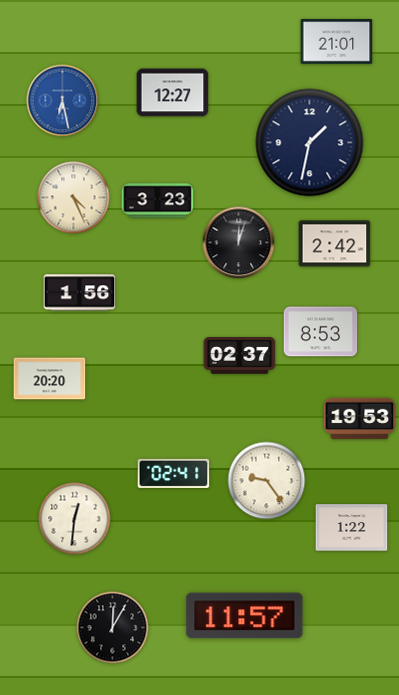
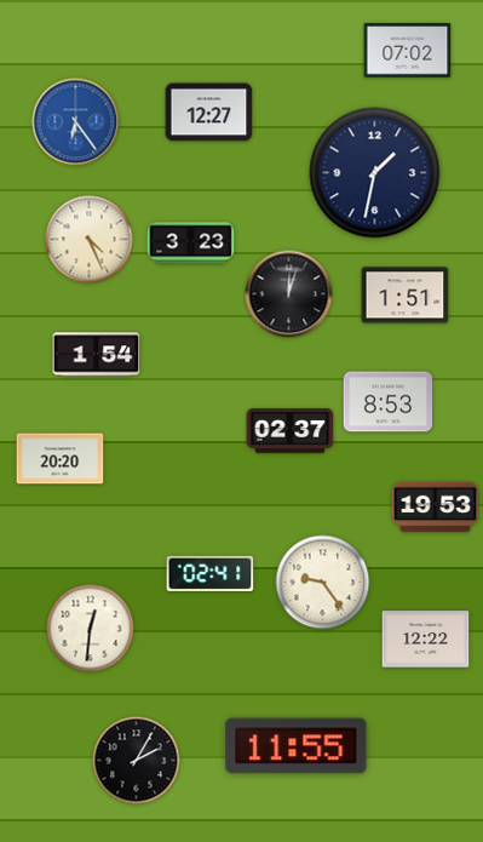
clock at (337, 42): 21:01 -> 07:02
clock at (63, 101): 6:28 -> 6:24
clock at (335, 244): 2:42 -> 1:51
clock at (80, 293): 1:56 -> 1:54
clock at (352, 528): 1:22 -> 12:22
clock at (245, 616): 11:57 -> 11:55
clock at (113, 628): 12:05 -> 2:05
